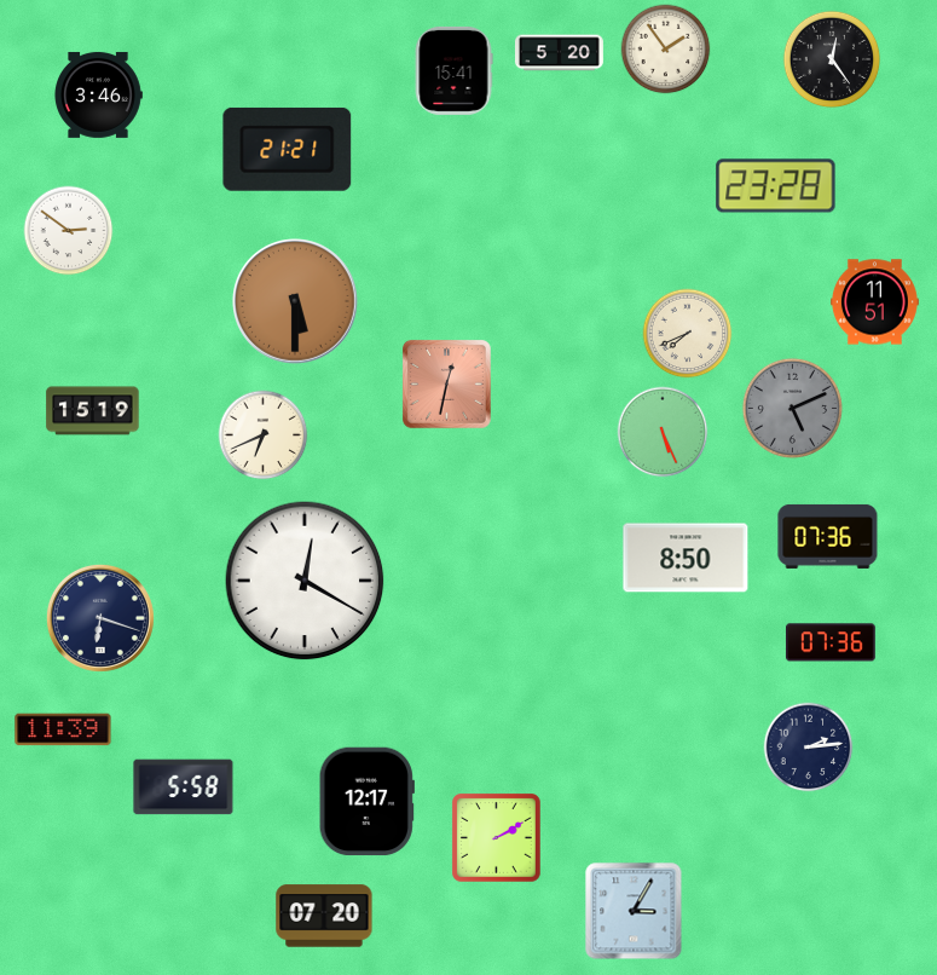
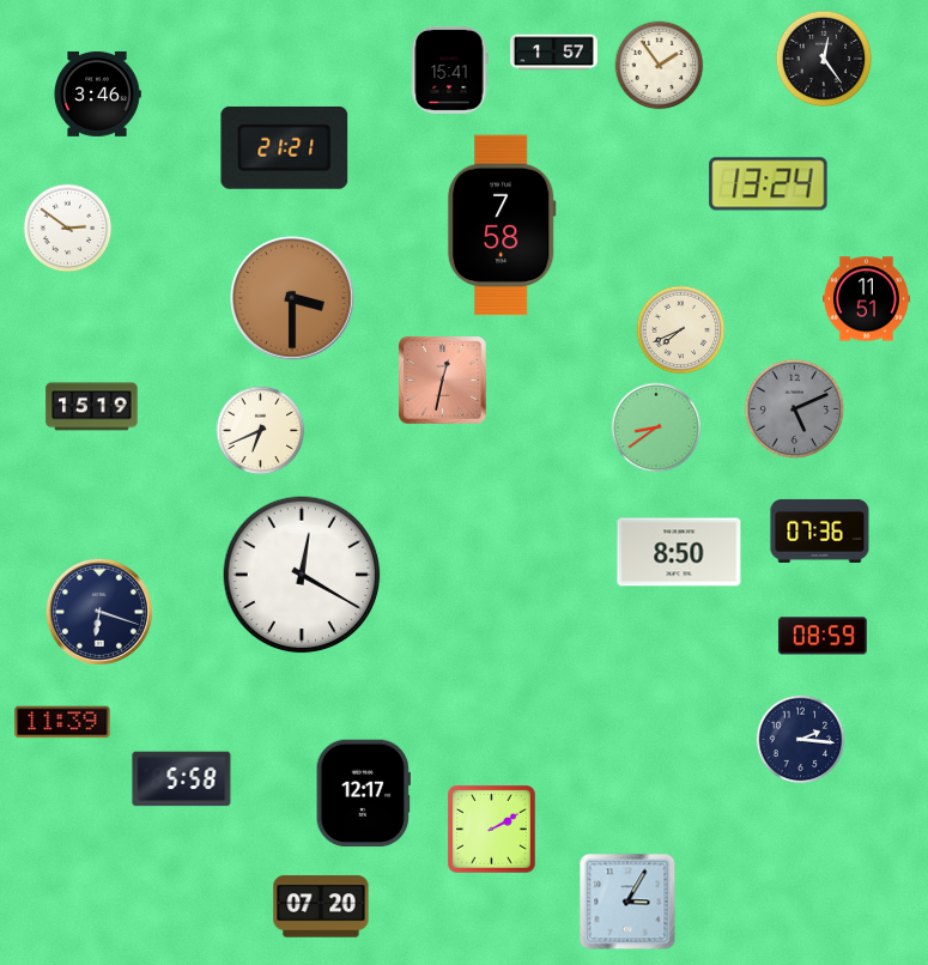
clock at (666, 50) position: (666, 50) -> (660, 66)
clock at (559, 53): 5:20 -> 1:57
clock at (776, 186): 23:28 -> 13:24
clock at (502, 225): none -> 7:58
clock at (295, 301): 5:30 -> 3:30
clock at (792, 408) position: (792, 408) -> (794, 408)
clock at (663, 432): 5:26 -> 8:39
clock at (831, 642): 07:36 -> 08:59
clock at (809, 748): 2:14 -> 2:16
